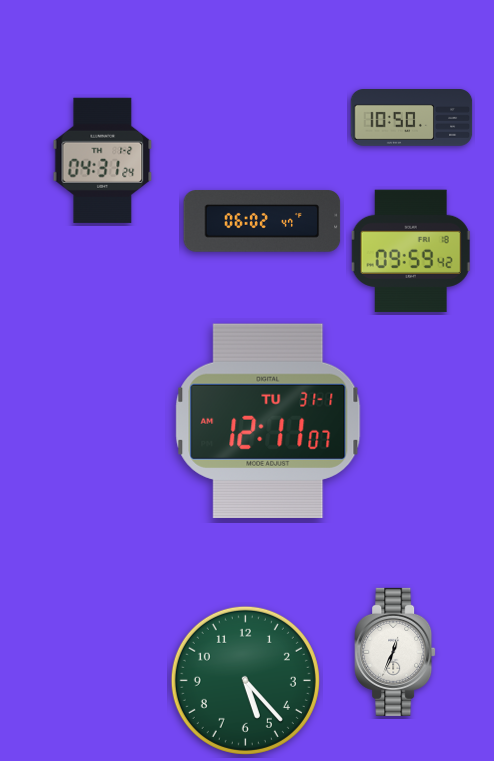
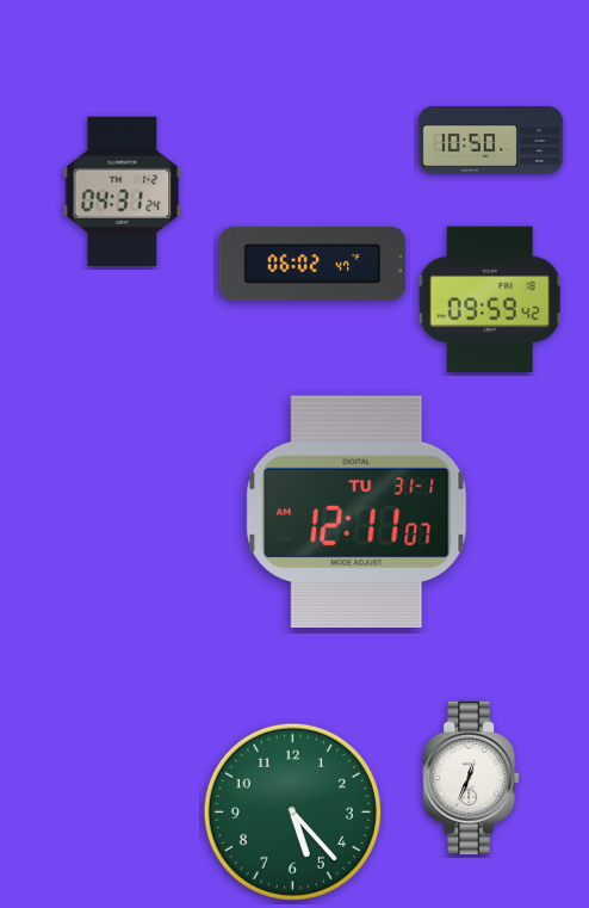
clock at (268, 421) position: (268, 421) -> (356, 512)
